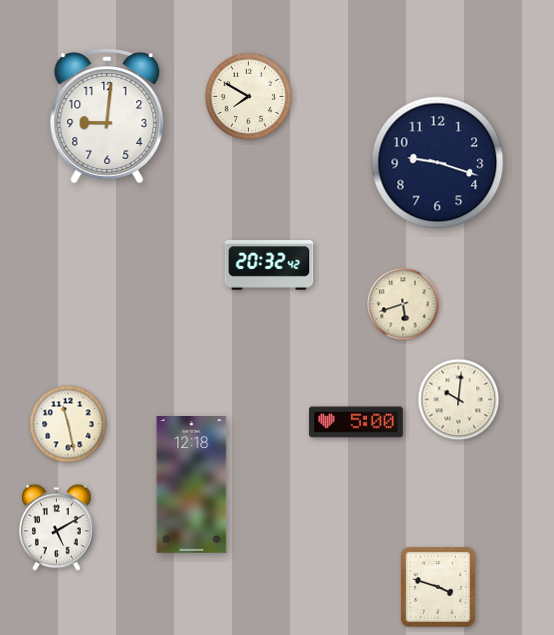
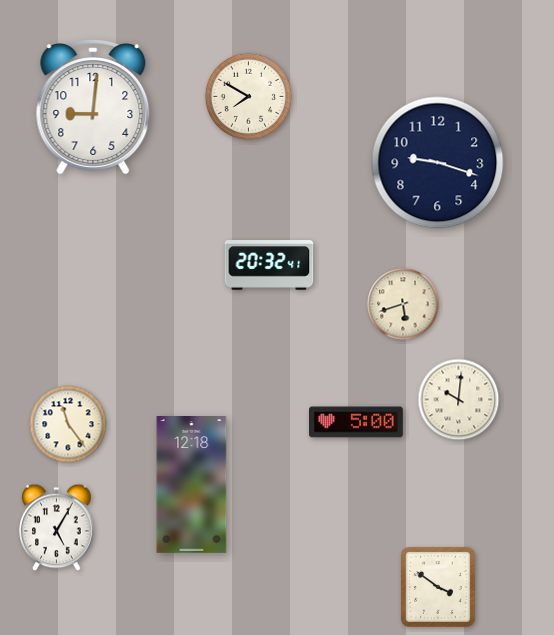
clock at (107, 116) position: (107, 116) -> (93, 107)
clock at (269, 265): 20:32:42 -> 20:32:41
clock at (68, 424): 11:28 -> 11:24
clock at (57, 528): 5:10 -> 5:05
clock at (439, 587): 3:48 -> 3:51
